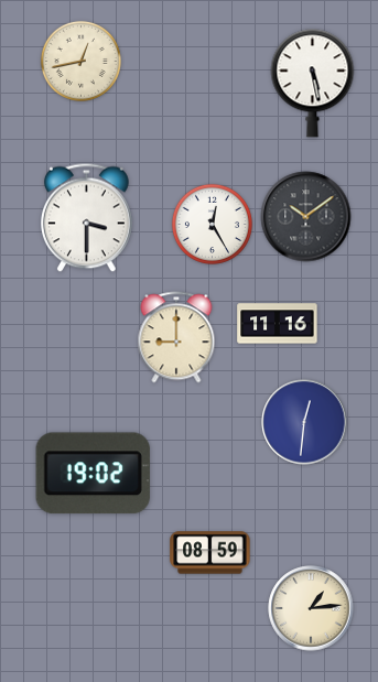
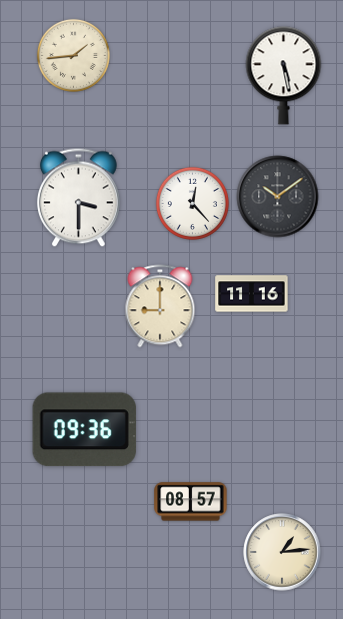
clock at (80, 61): 12:43 -> 1:44
clock at (212, 224): 12:25 -> 12:23
clock at (304, 422): 12:31 -> none
clock at (93, 474): 19:02 -> 09:36
clock at (210, 553): 08:59 -> 08:57
